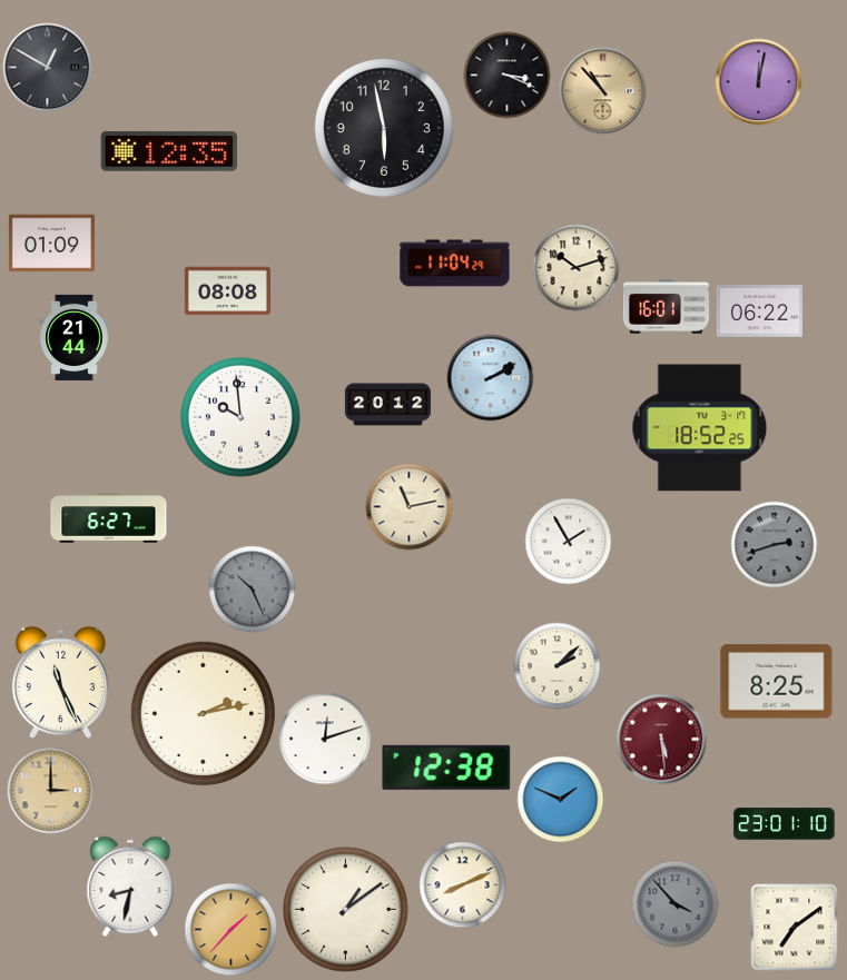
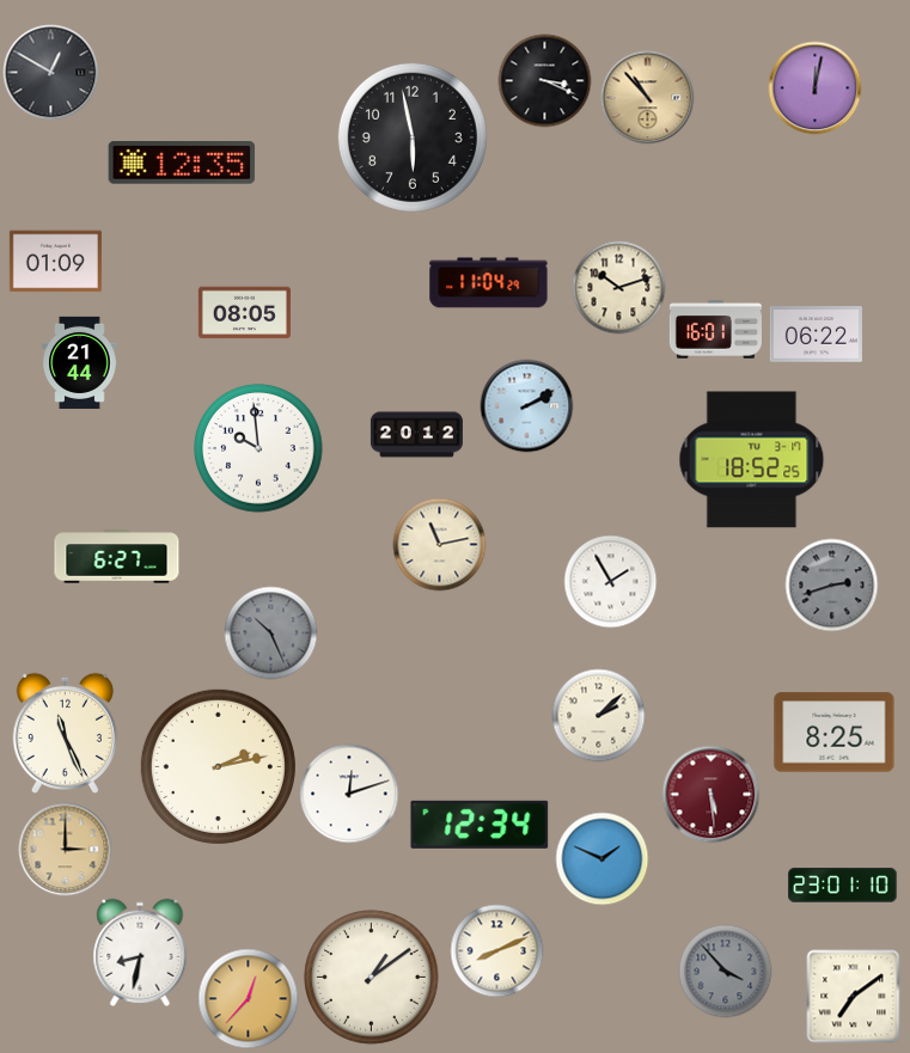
clock at (227, 291): 08:08 -> 08:05
clock at (446, 768): 12:38 -> 12:34
clock at (50, 790) position: (50, 790) -> (65, 849)
clock at (230, 929): 1:37 -> 12:37
